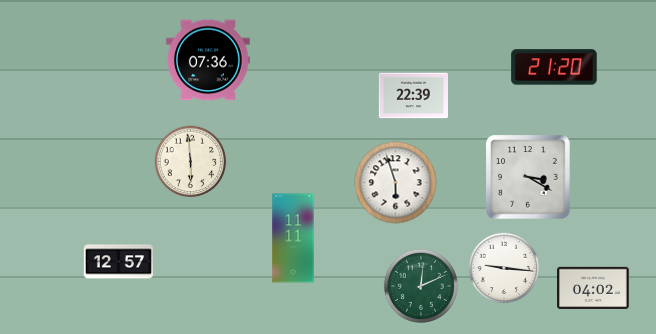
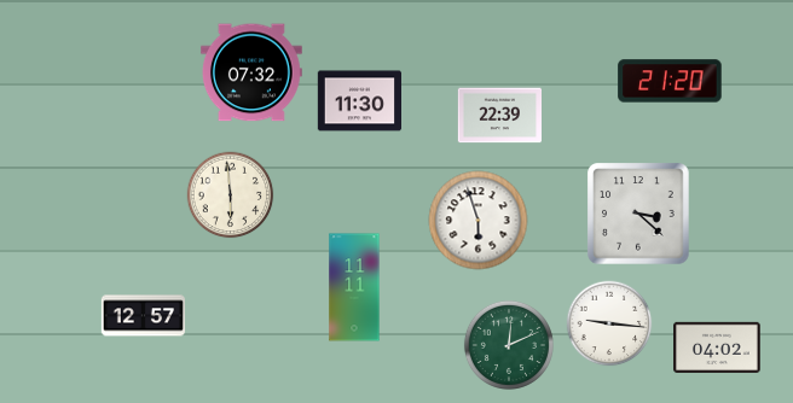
clock at (208, 60): 07:36 -> 07:32
clock at (359, 101): none -> 11:30
clock at (528, 177): 3:20 -> 3:22
